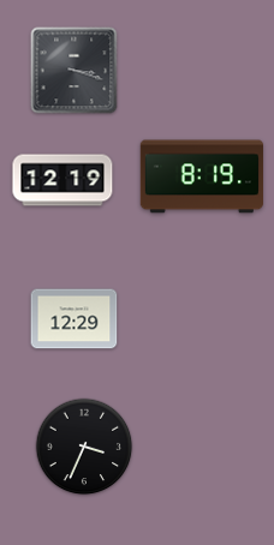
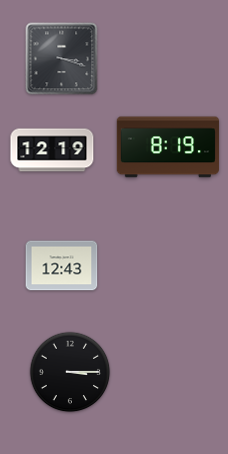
clock at (75, 319): 12:29 -> 12:43
clock at (84, 447): 3:34 -> 3:15
